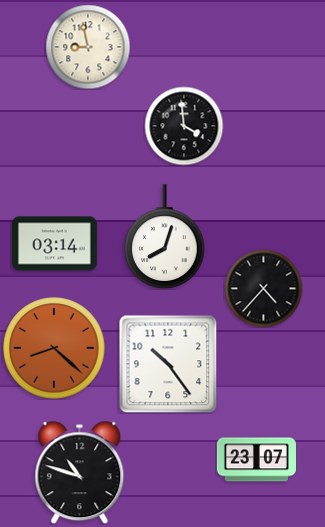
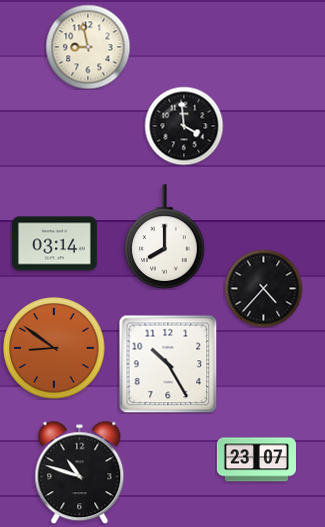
clock at (165, 237): 8:03 -> 8:00
clock at (54, 348): 8:22 -> 8:51
clock at (168, 364): 10:24 -> 10:25
